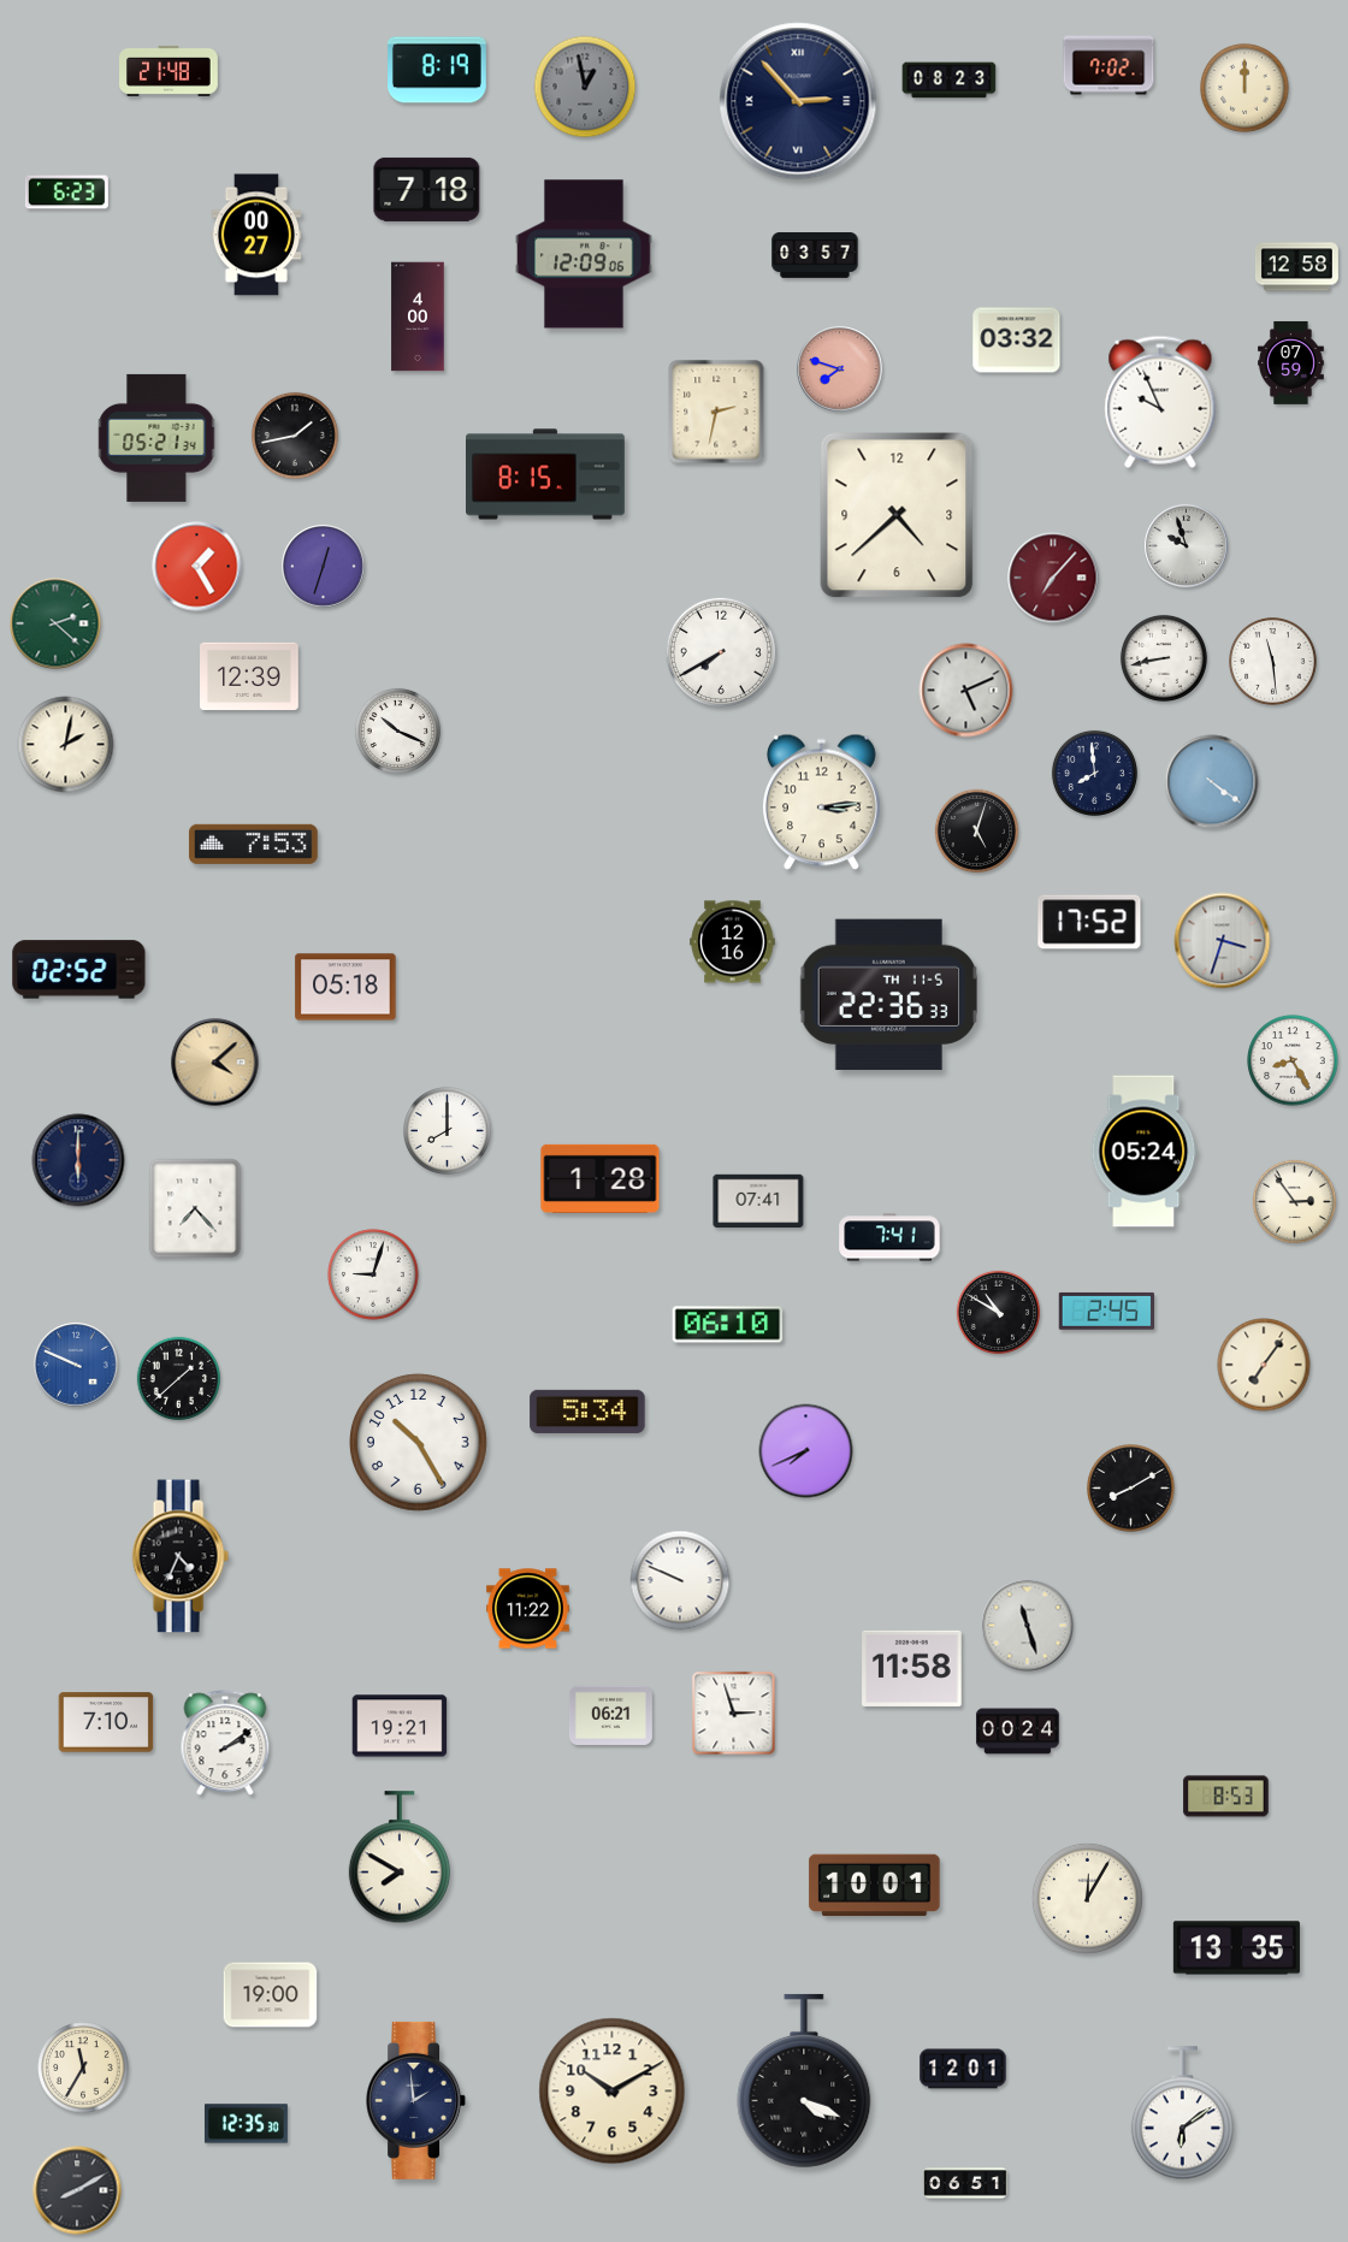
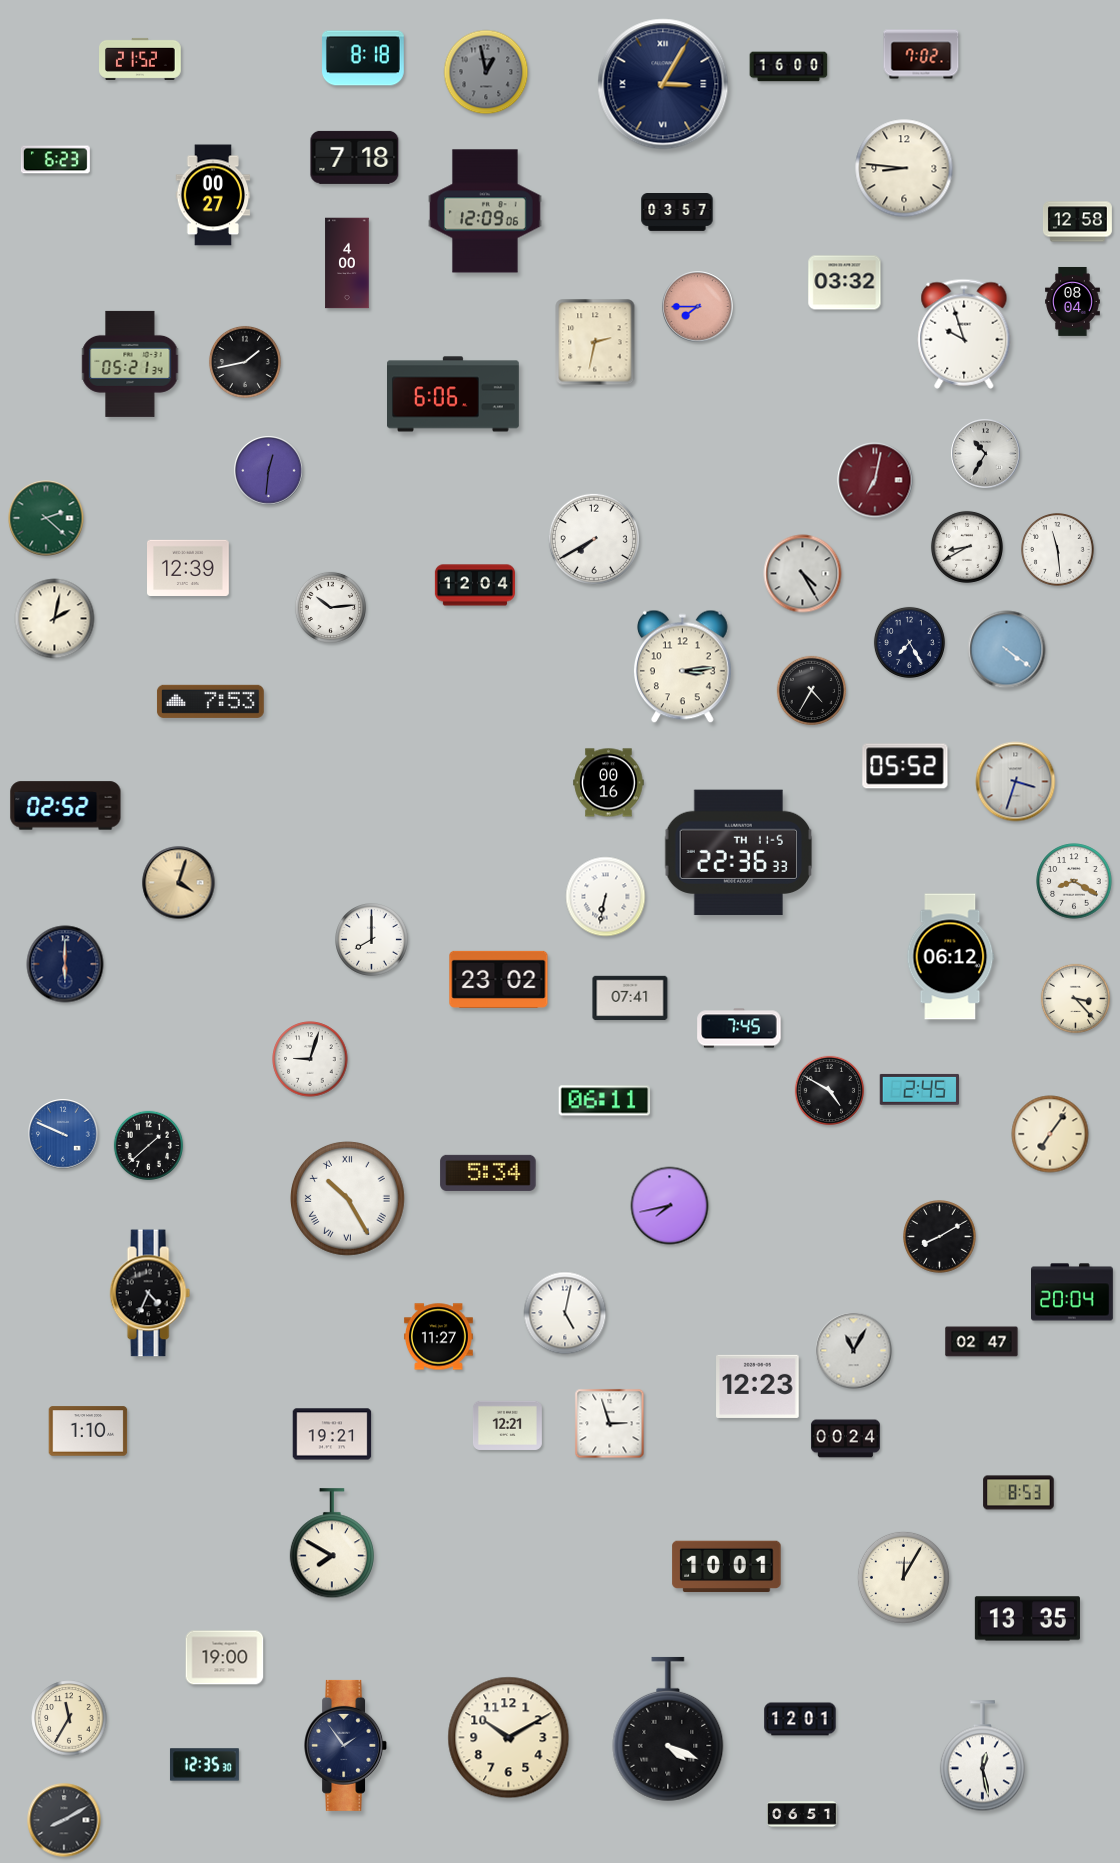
clock at (438, 70): 8:19 -> 8:18
clock at (170, 71): 21:48 -> 21:52
clock at (950, 81): 08:23 -> 16:00
clock at (1244, 88): 12:00 -> none
clock at (798, 101): 2:53 -> 3:05
clock at (904, 168): none -> 8:46
clock at (1291, 362): 07:59 -> 08:04
clock at (840, 369): 7:48 -> 7:45
clock at (1160, 402): 9:56 -> 9:57
clock at (546, 474): 8:15 -> 6:06
clock at (897, 515): 4:38 -> none
clock at (1187, 546): 9:57 -> 10:35
clock at (197, 567): 1:25 -> none
clock at (324, 567): 12:33 -> 12:31
clock at (1053, 578): 7:07 -> 7:02
clock at (721, 652) position: (721, 652) -> (594, 539)
clock at (1164, 658): 8:43 -> 8:40
clock at (250, 675) position: (250, 675) -> (189, 567)
clock at (966, 691): 5:11 -> 4:25
clock at (475, 585): none -> 12:04
clock at (397, 730): 10:19 -> 10:14
clock at (1094, 773): 7:59 -> 7:25
clock at (977, 832): 5:03 -> 4:35
clock at (1089, 922): 17:52 -> 05:52
clock at (733, 942): 12:16 -> 00:16
clock at (345, 987): 05:18 -> none
clock at (889, 995) position: (889, 995) -> (739, 853)
clock at (1293, 1060): 8:25 -> 8:20
clock at (215, 1063): 4:08 -> 4:03
clock at (606, 897): none -> 6:32
clock at (1145, 1152): 05:24 -> 06:12
clock at (601, 1178): 1:28 -> 23:02
clock at (1295, 1202): 2:54 -> 3:23
clock at (195, 1208): 7:23 -> none
clock at (889, 1237): 7:41 -> 7:45
clock at (999, 1313): 10:50 -> 4:50
clock at (728, 1325): 06:10 -> 06:11
clock at (419, 1443) numerals: Arabic -> Roman
clock at (806, 1451): 7:41 -> 7:43
clock at (1073, 1292): none -> 20:04
clock at (680, 1580): 9:49 -> 5:02
clock at (527, 1609): 11:22 -> 11:27
clock at (982, 1342): none -> 02:47
clock at (1028, 1626): 11:27 -> 11:05
clock at (912, 1668): 11:58 -> 12:23
clock at (610, 1715): 06:21 -> 12:21
clock at (106, 1722): 7:10 -> 1:10
clock at (225, 1744): 2:09 -> none
clock at (416, 2100): 1:59 -> 1:54
clock at (1182, 2113): 6:09 -> 12:28
